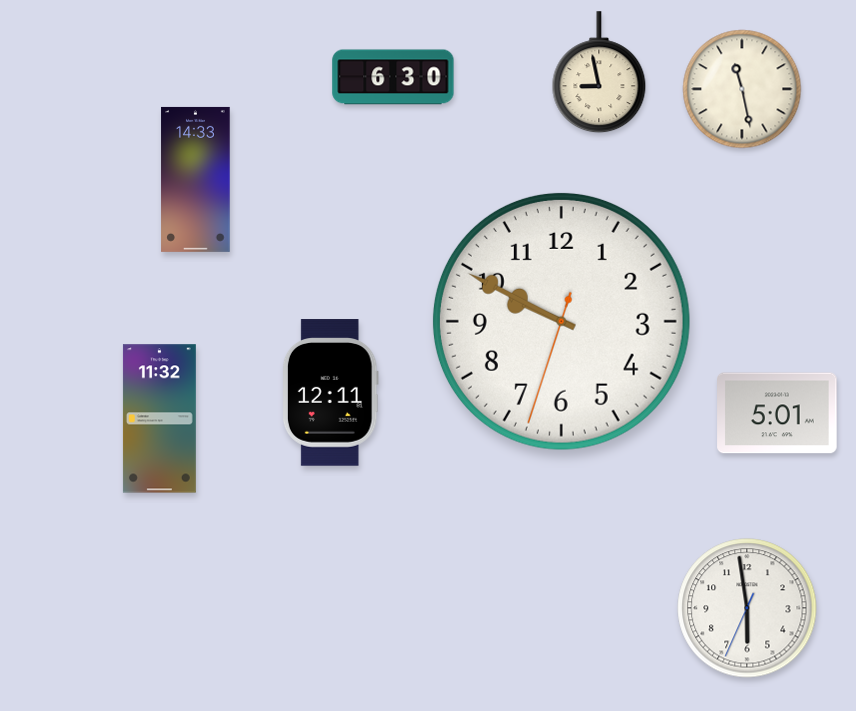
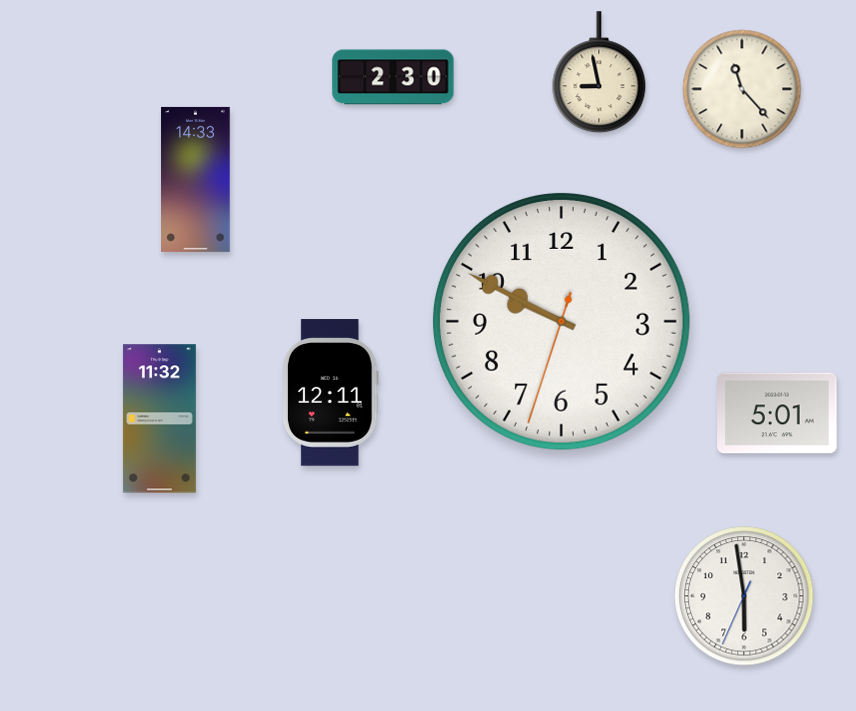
clock at (393, 77): 6:30 -> 2:30
clock at (742, 89): 11:28 -> 11:23
clock at (747, 608) position: (747, 608) -> (744, 596)
